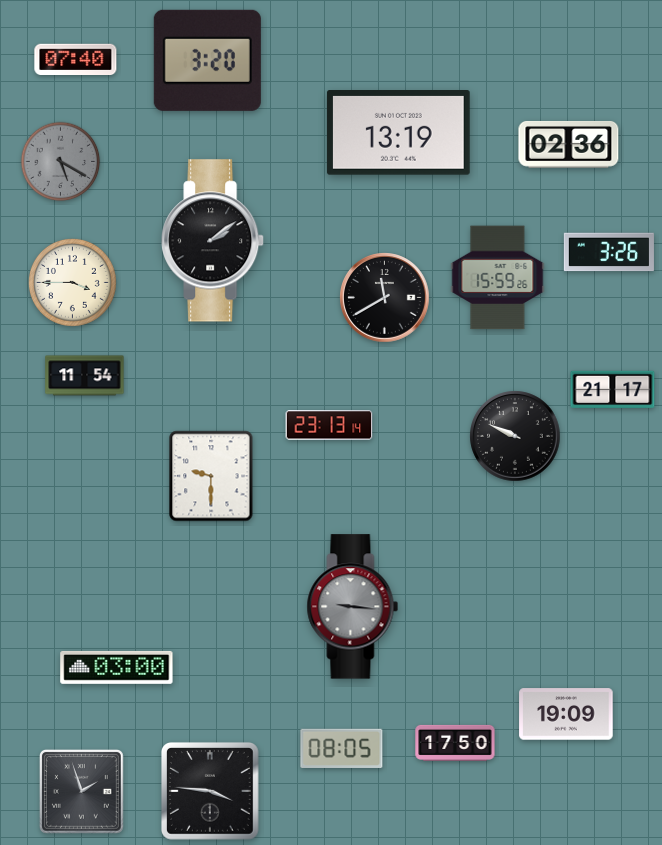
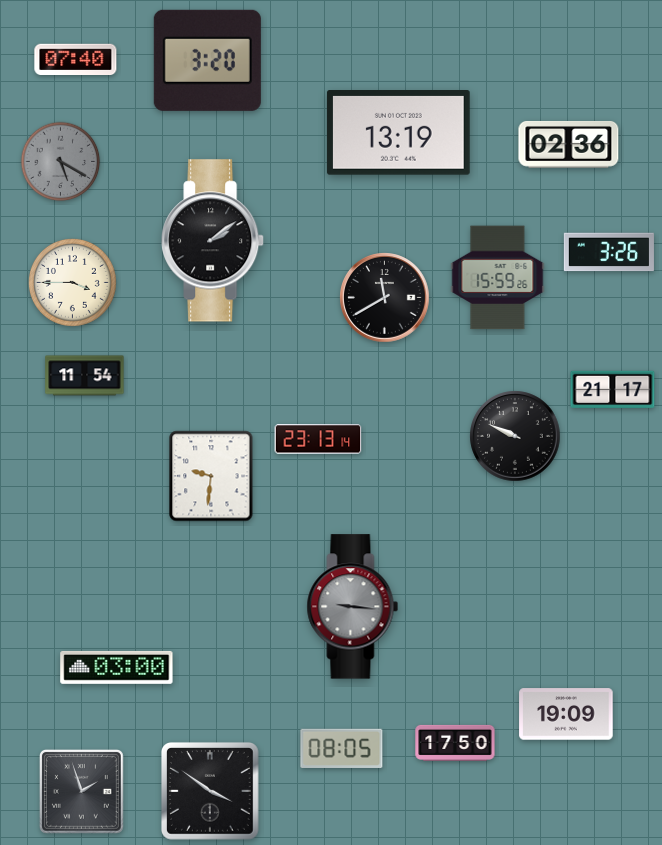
clock at (329, 425) position: (329, 425) -> (318, 439)
clock at (211, 476): 9:30 -> 9:31
clock at (211, 792): 3:46 -> 3:51
